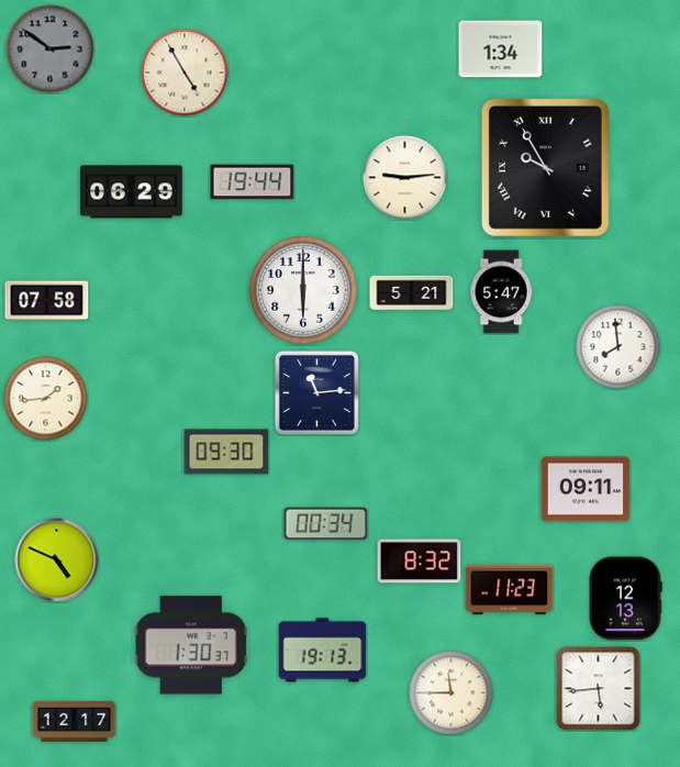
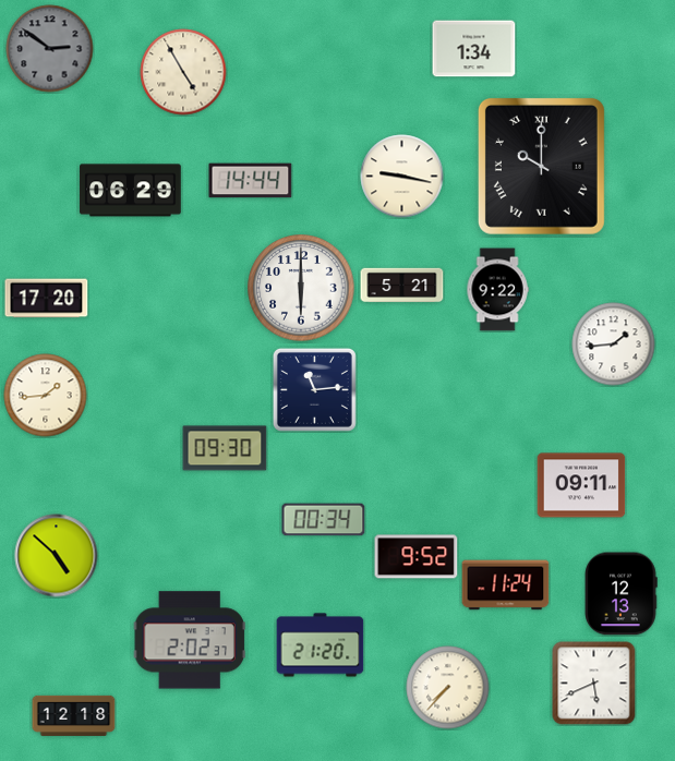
clock at (501, 49) position: (501, 49) -> (474, 49)
clock at (545, 167): 9:55 -> 10:00
clock at (405, 178): 9:14 -> 9:17
clock at (253, 182): 19:44 -> 14:44
clock at (501, 292): 5:47 -> 9:22
clock at (412, 293) position: (412, 293) -> (402, 286)
clock at (47, 301): 07:58 -> 17:20
clock at (618, 347): 7:59 -> 1:44
clock at (57, 560): 4:49 -> 4:52
clock at (420, 562): 8:32 -> 9:52
clock at (510, 590): 11:23 -> 11:24
clock at (191, 645): 1:30 -> 2:02
clock at (323, 651): 19:13 -> 21:20
clock at (599, 689): 5:44 -> 5:41
clock at (452, 693): 11:45 -> 7:37
clock at (75, 721): 12:17 -> 12:18
